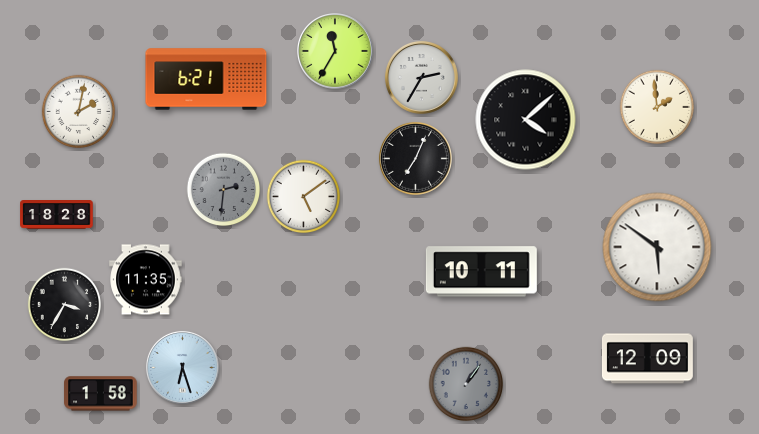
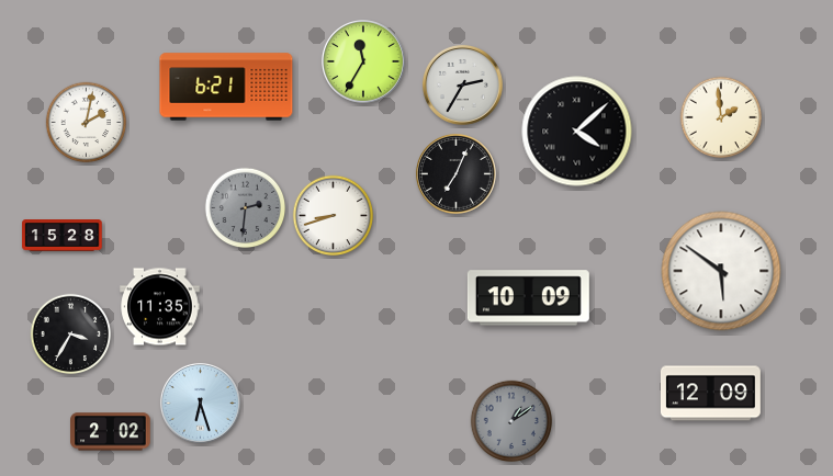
clock at (336, 52) position: (336, 52) -> (364, 63)
clock at (304, 197): 5:09 -> 8:42
clock at (57, 215): 18:28 -> 15:28
clock at (481, 272): 10:11 -> 10:09
clock at (466, 384): 1:06 -> 1:09
clock at (101, 394): 1:58 -> 2:02
